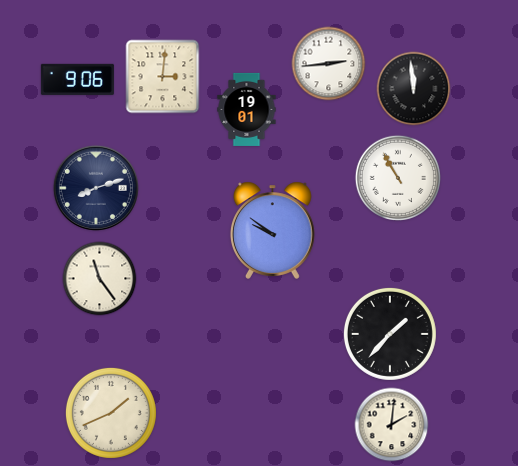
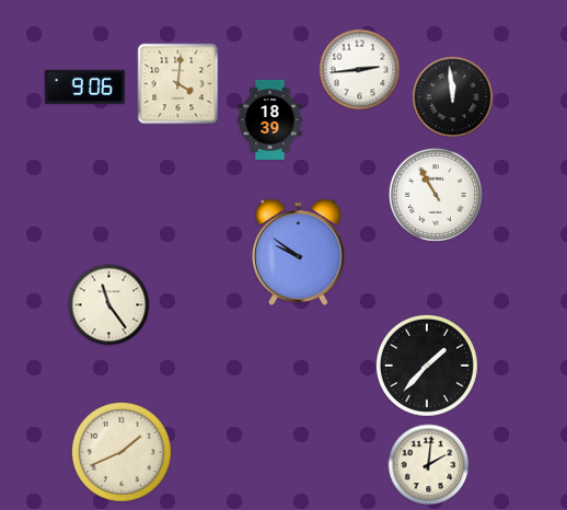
clock at (163, 77): 3:01 -> 4:01
clock at (247, 109): 19:01 -> 18:39
clock at (96, 188): 8:12 -> none
